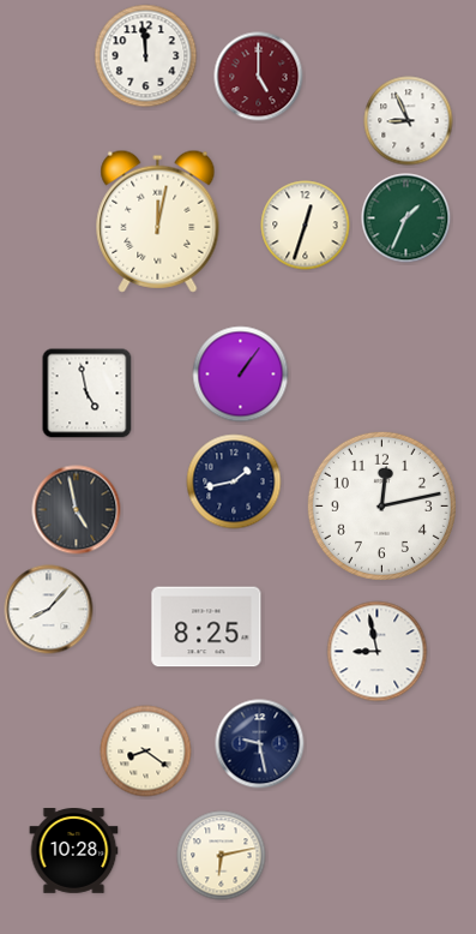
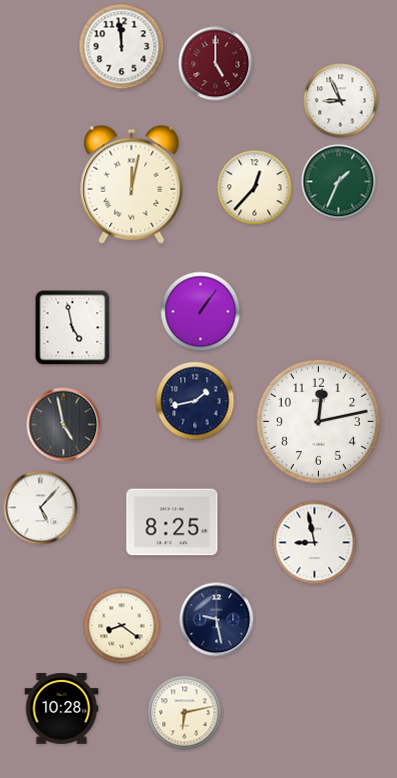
clock at (306, 226): 12:33 -> 12:37
clock at (49, 610): 8:07 -> 5:07
